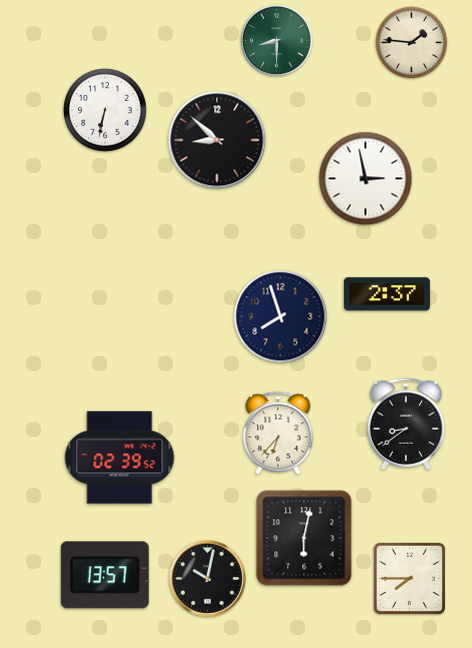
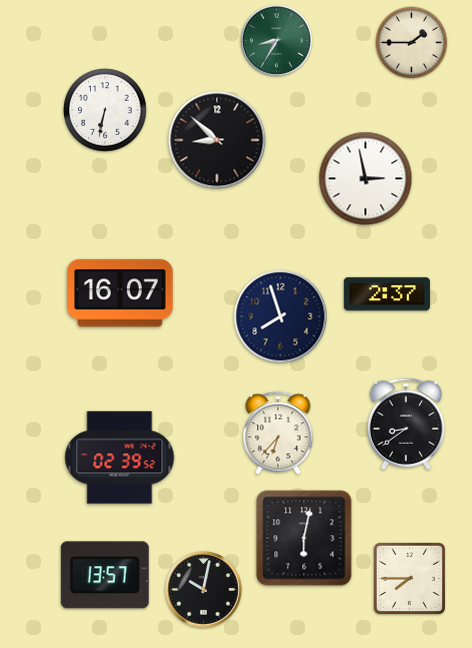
clock at (276, 40): 8:30 -> 8:35
clock at (412, 43): 1:46 -> 1:45
clock at (120, 293): none -> 16:07
clock at (208, 579) position: (208, 579) -> (204, 590)
